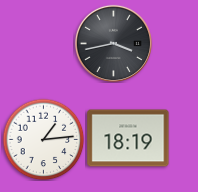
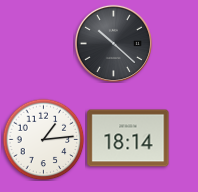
clock at (113, 43): 3:43 -> 10:22
clock at (128, 138): 18:19 -> 18:14
